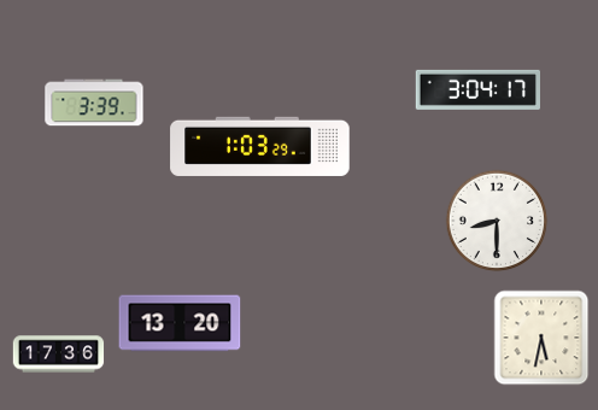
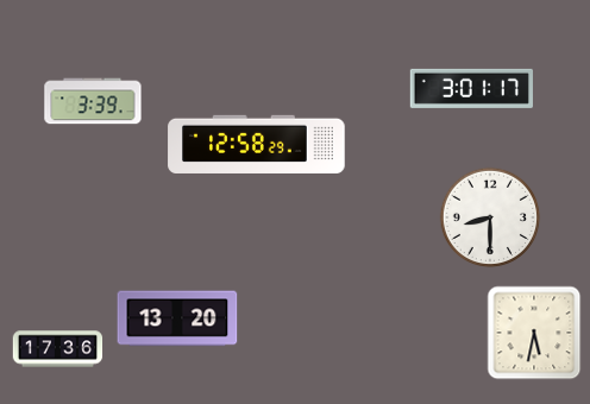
clock at (477, 89): 3:04 -> 3:01
clock at (260, 146): 1:03 -> 12:58
